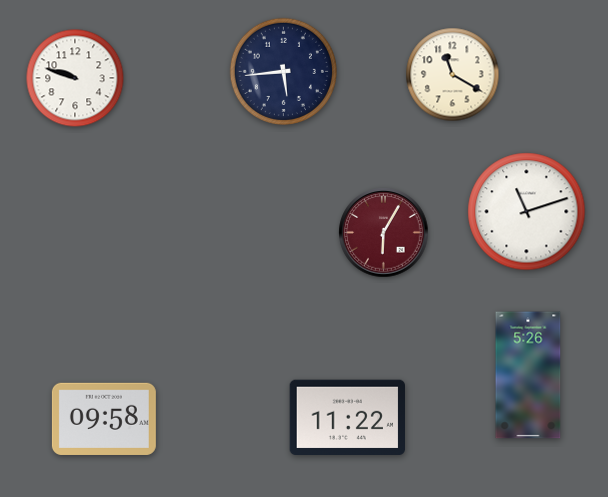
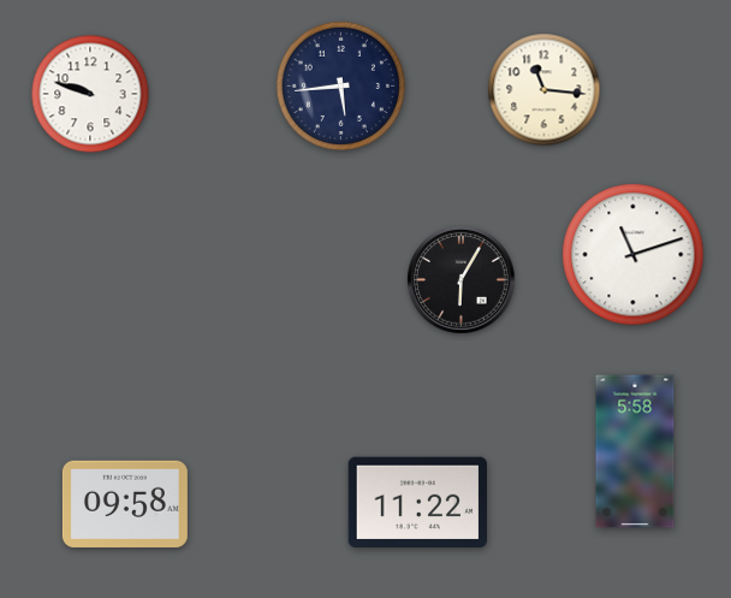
clock at (453, 75): 11:20 -> 11:16
clock at (384, 233) dial: burgundy -> black
clock at (528, 375): 5:26 -> 5:58
